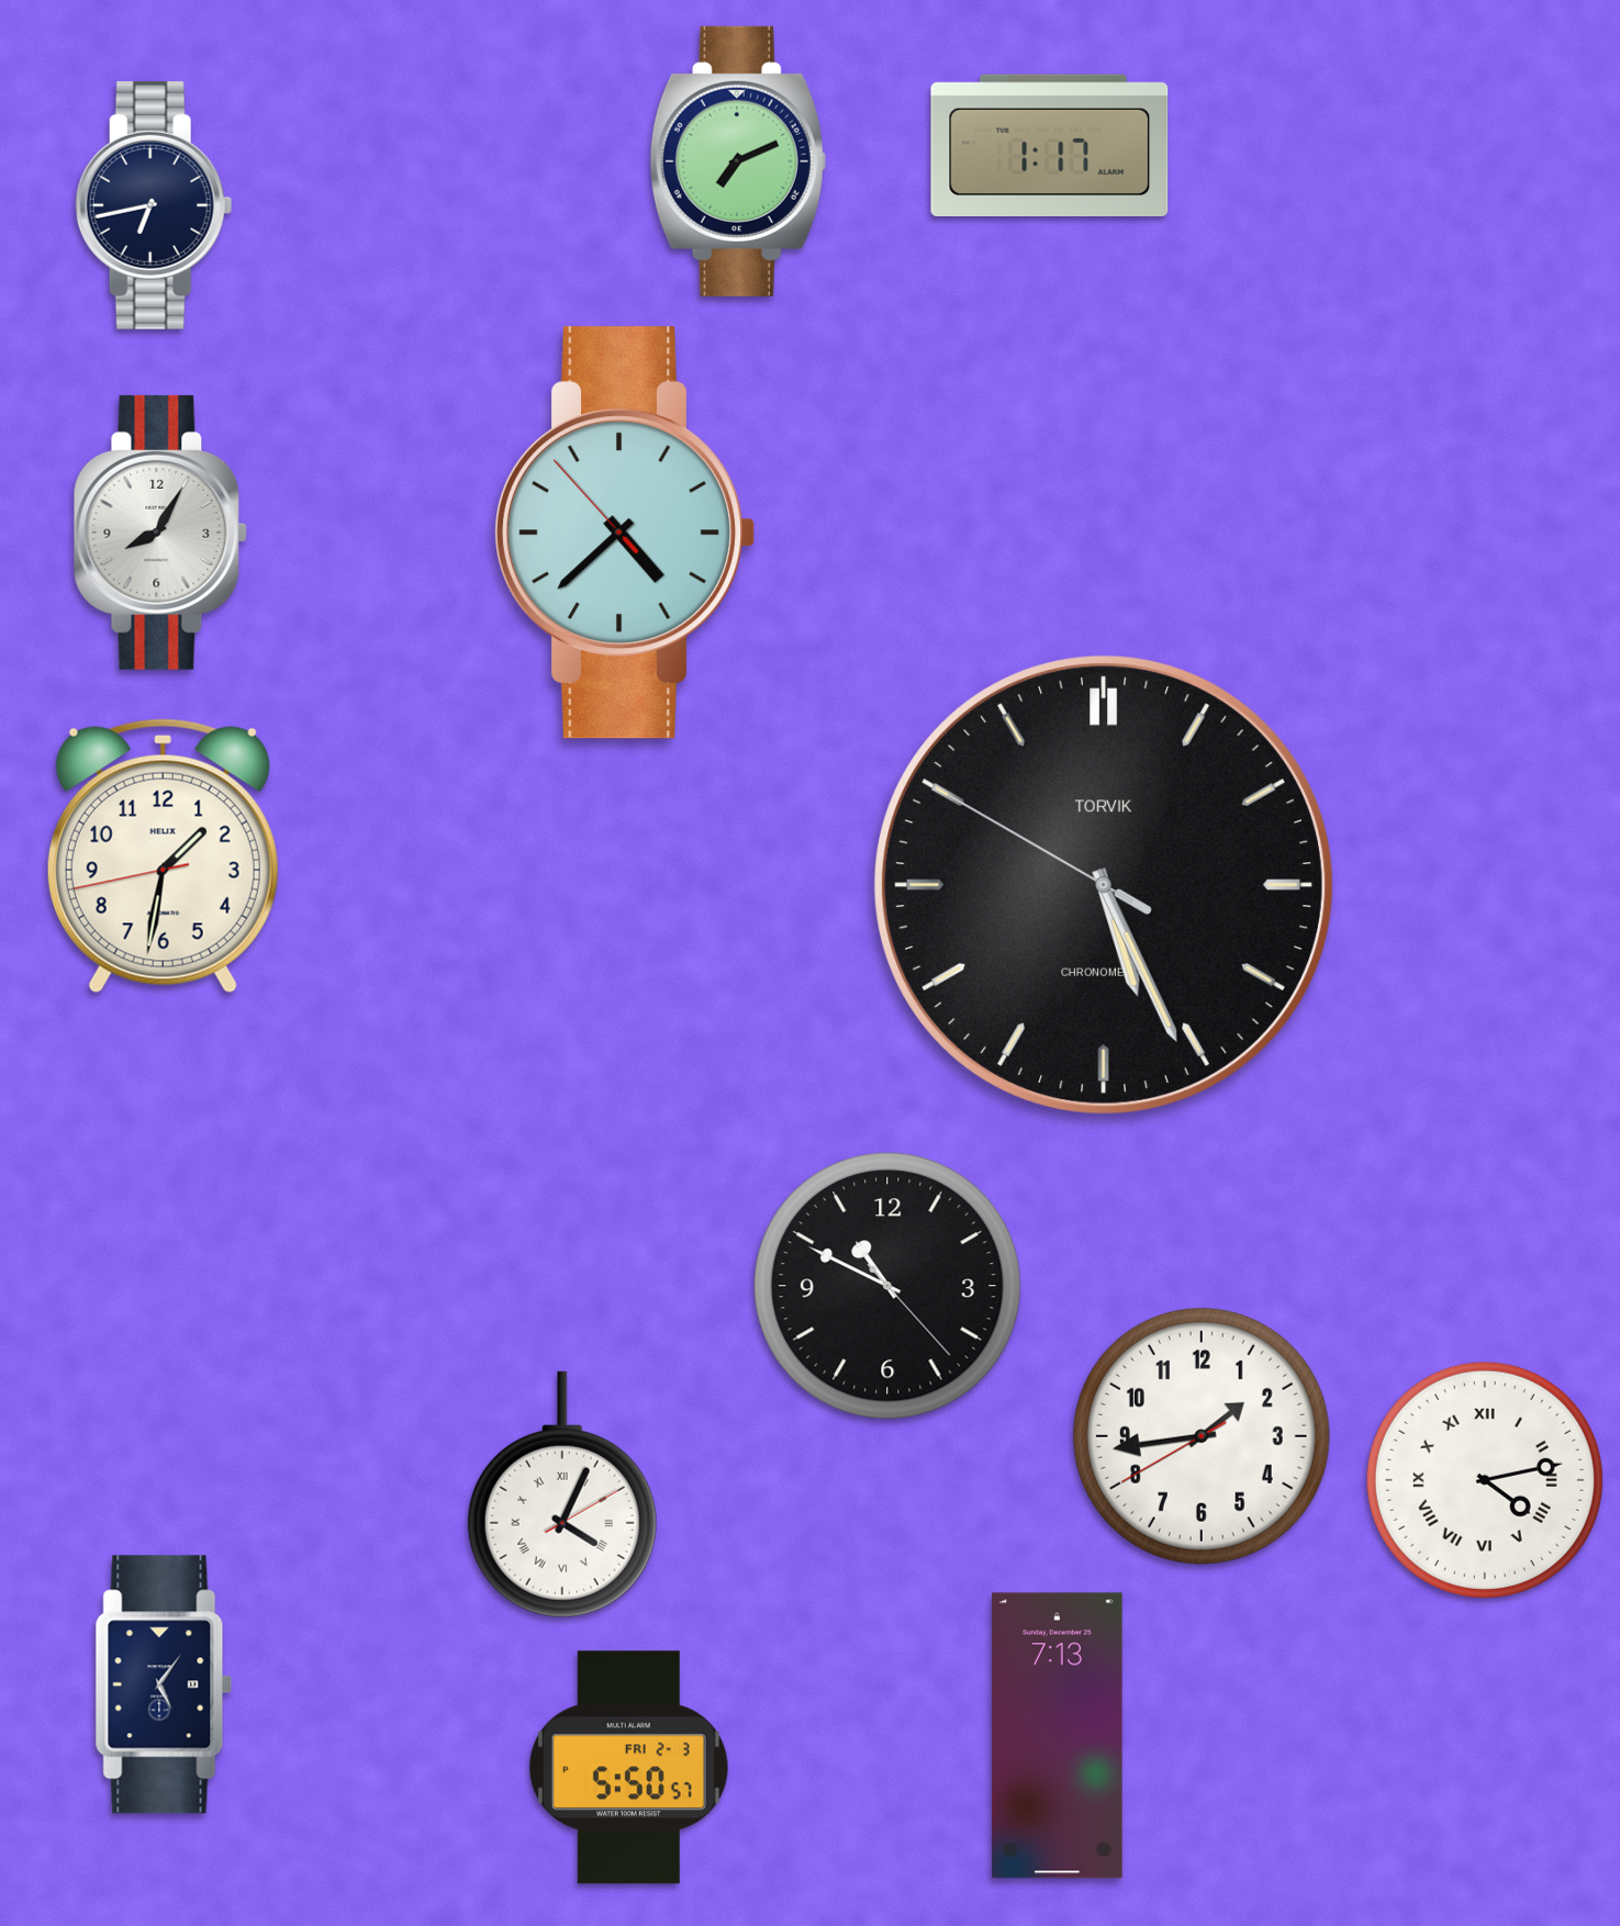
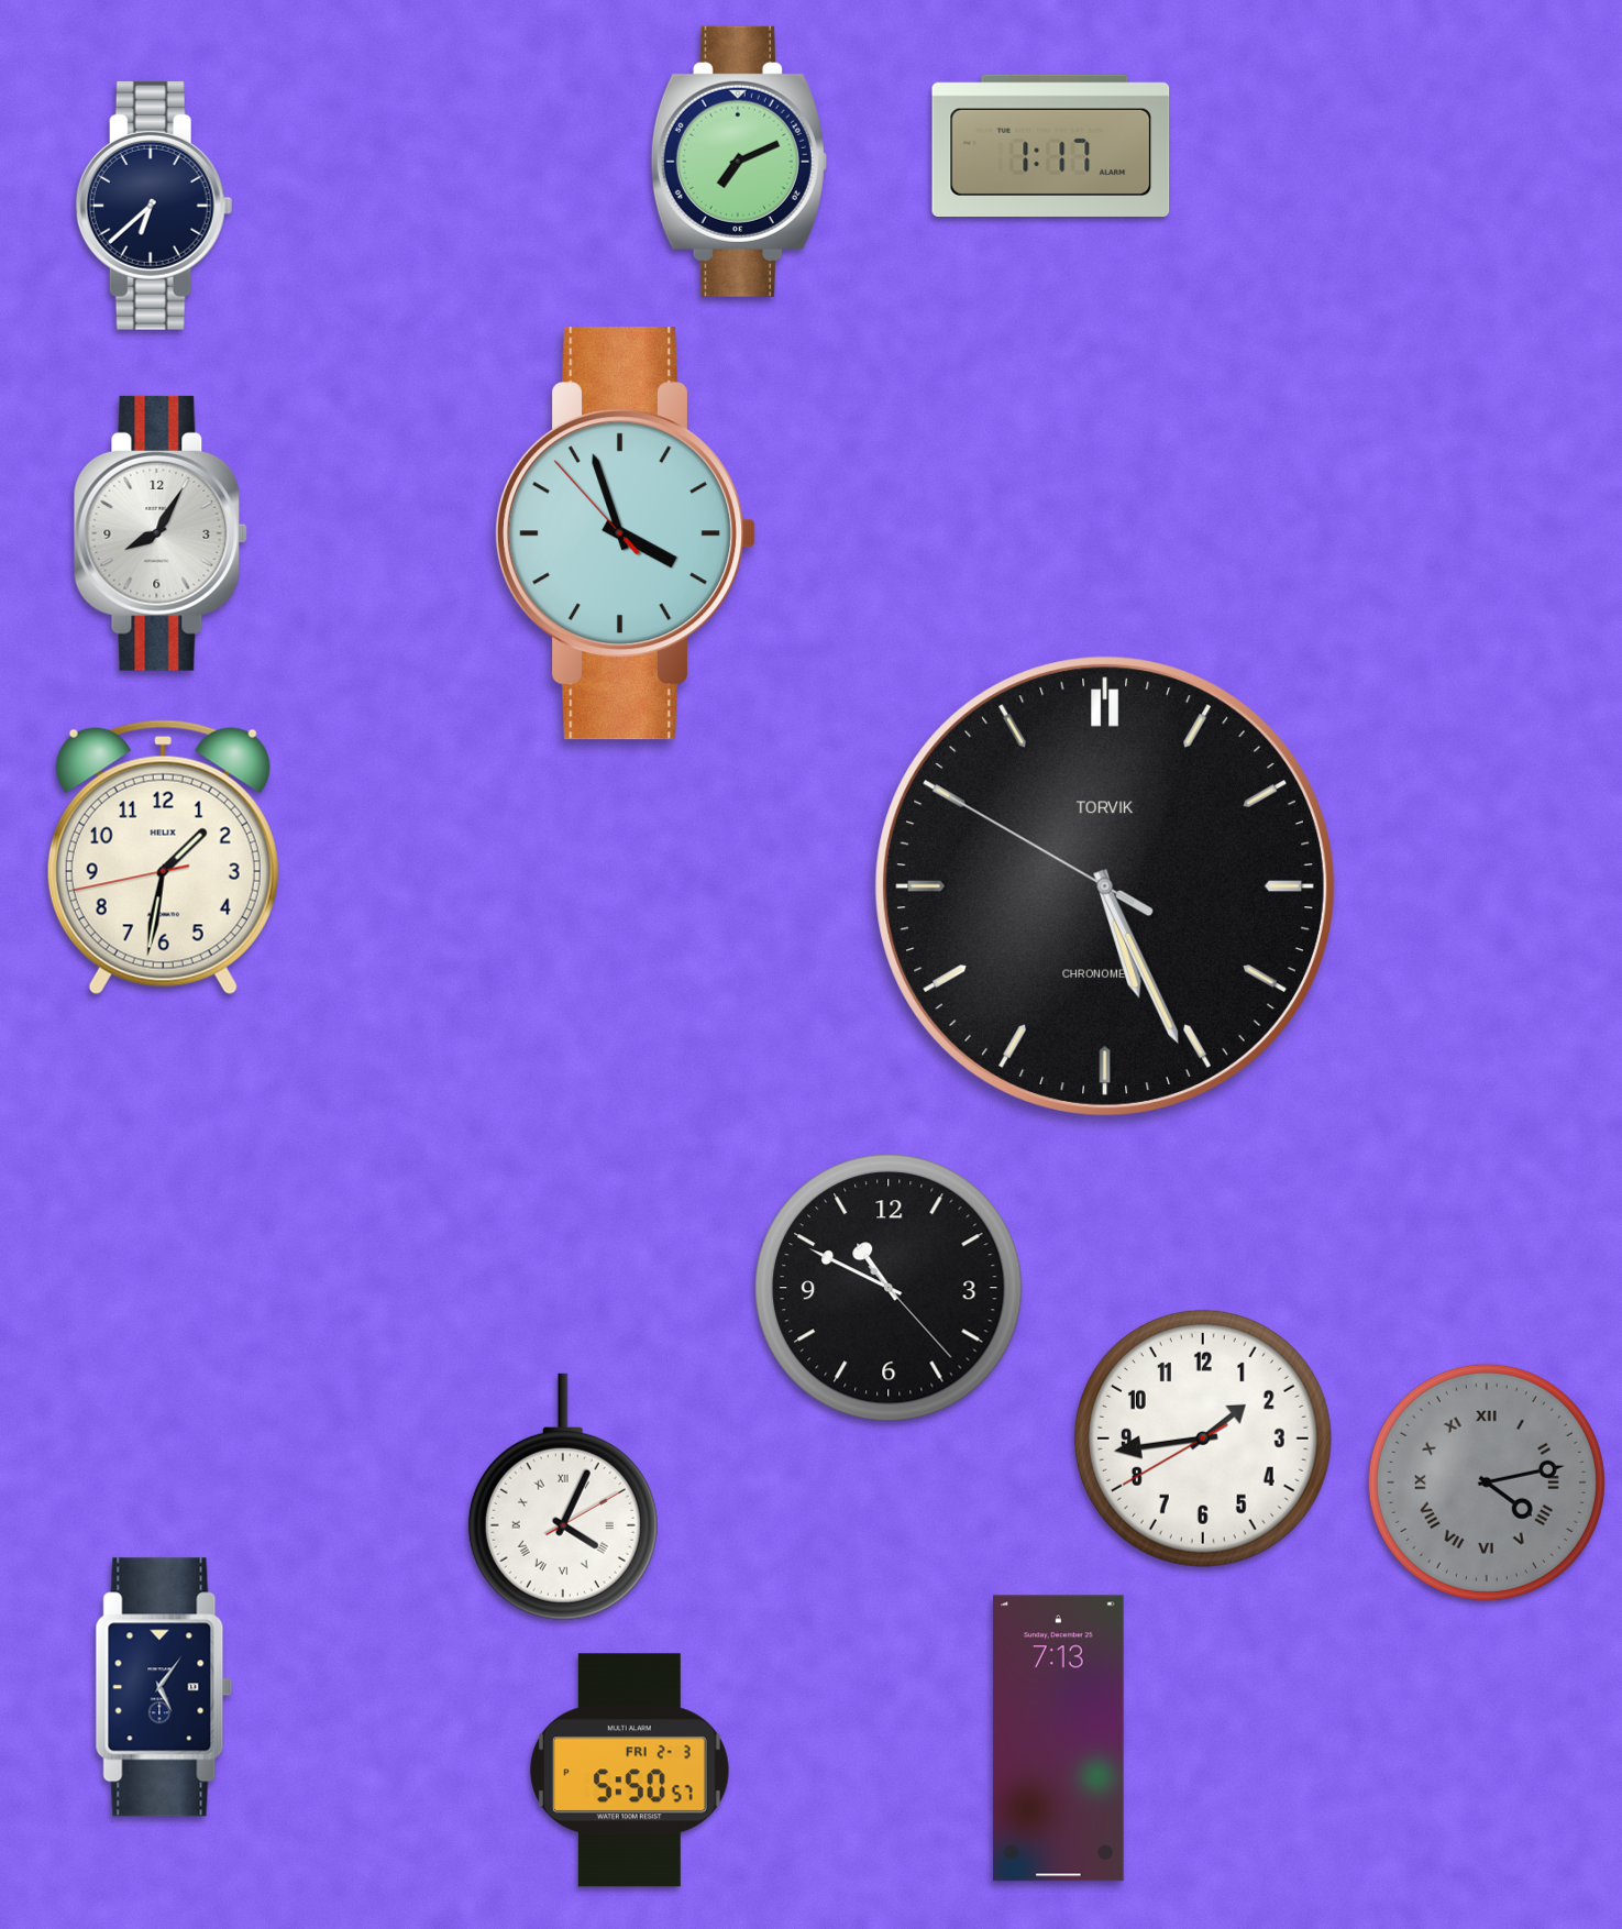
clock at (154, 205): 6:43 -> 6:38
clock at (626, 533): 4:37 -> 3:56
clock at (1485, 1480) dial: white -> grey
